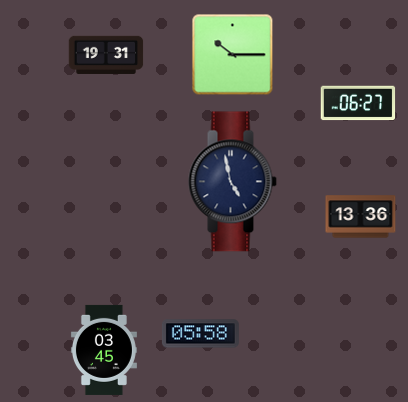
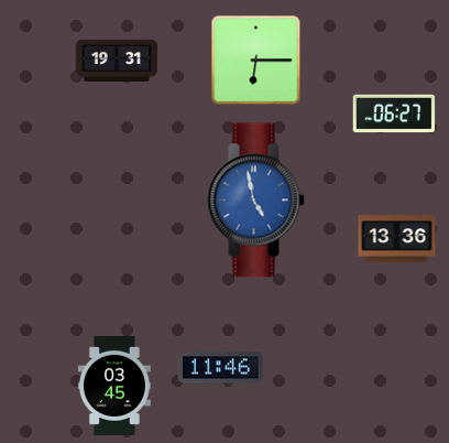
clock at (233, 55): 10:15 -> 6:15
clock at (232, 182) dial: navy -> blue
clock at (200, 334): 05:58 -> 11:46
